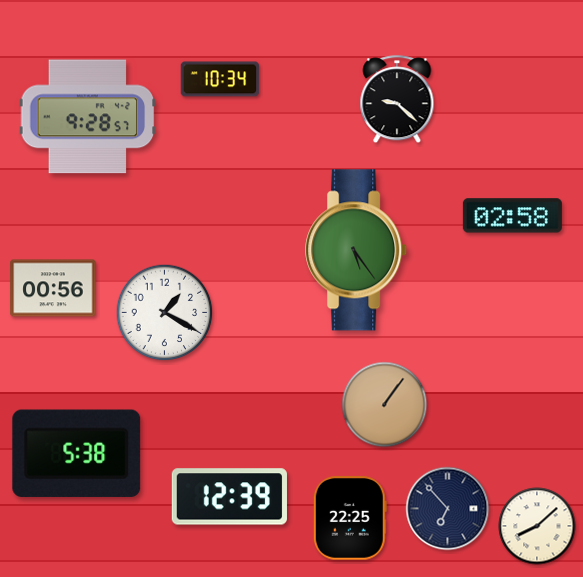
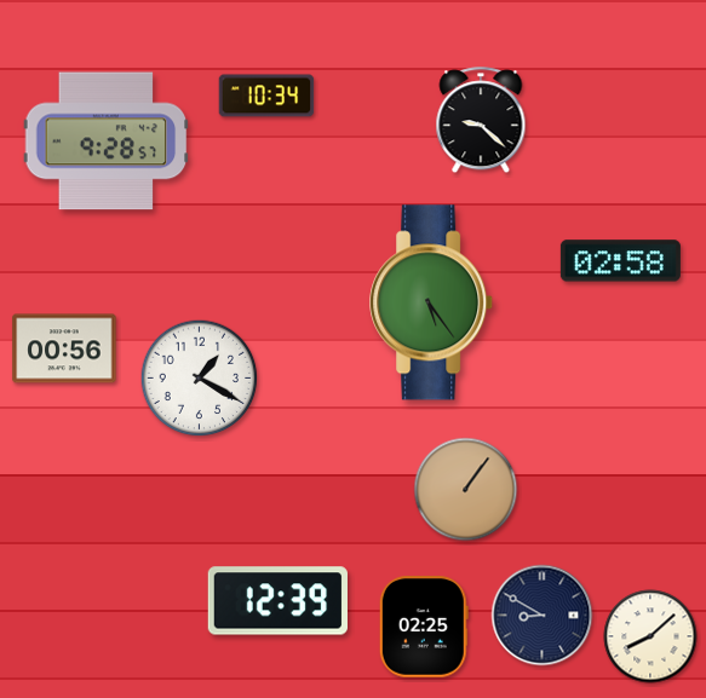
clock at (77, 453): 5:38 -> none
clock at (448, 509): 6:53 -> 8:50
clock at (350, 518): 22:25 -> 02:25
